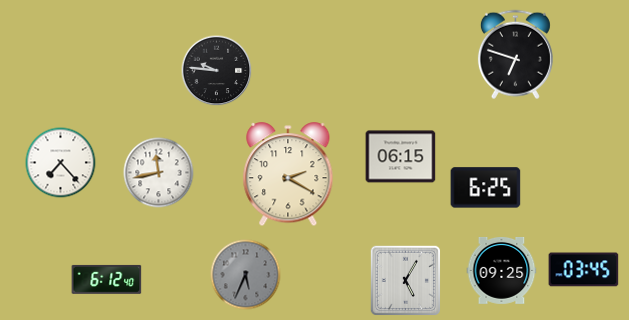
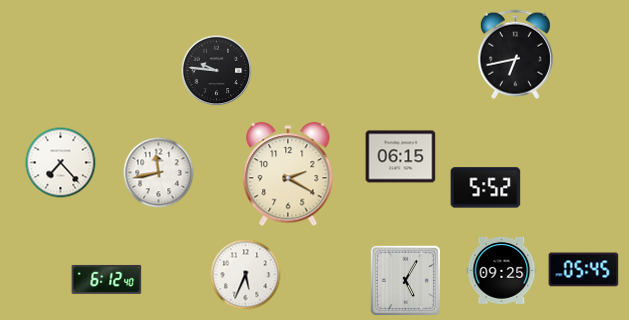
clock at (515, 55): 6:48 -> 6:43
clock at (486, 188): 6:25 -> 5:52
clock at (584, 270): 03:45 -> 05:45
clock at (246, 275) dial: grey -> white
